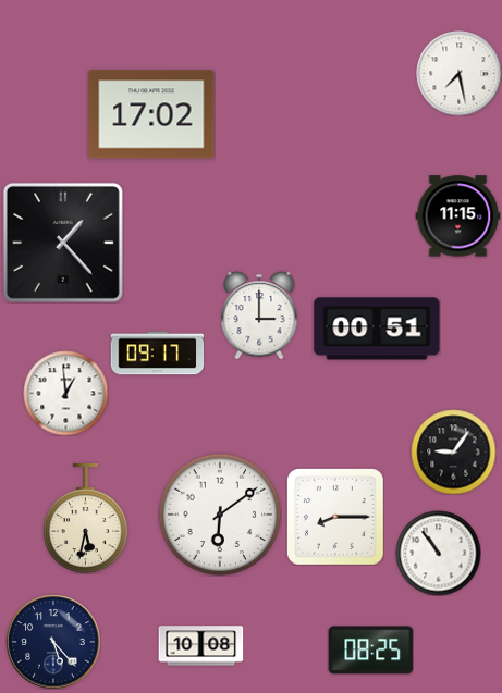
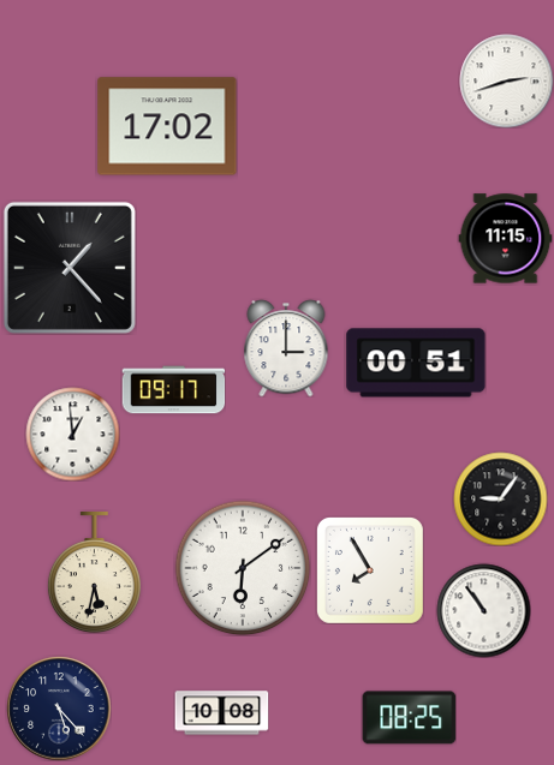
clock at (458, 73): 7:28 -> 2:42
clock at (335, 517): 8:15 -> 7:55
